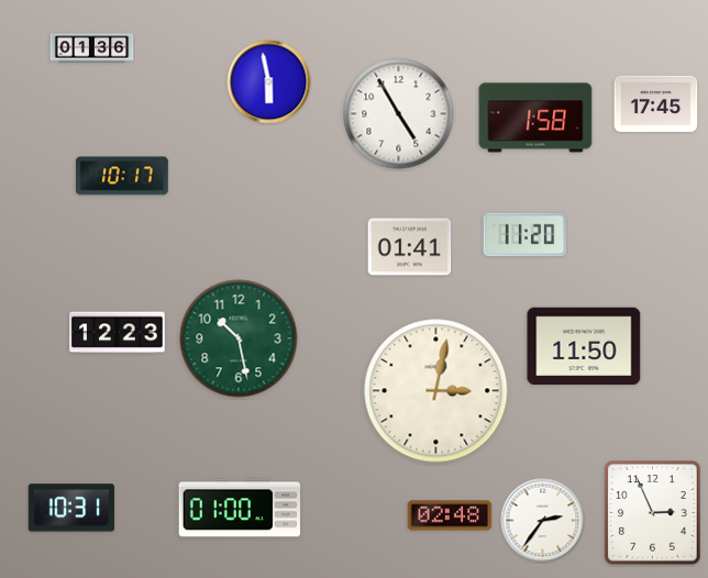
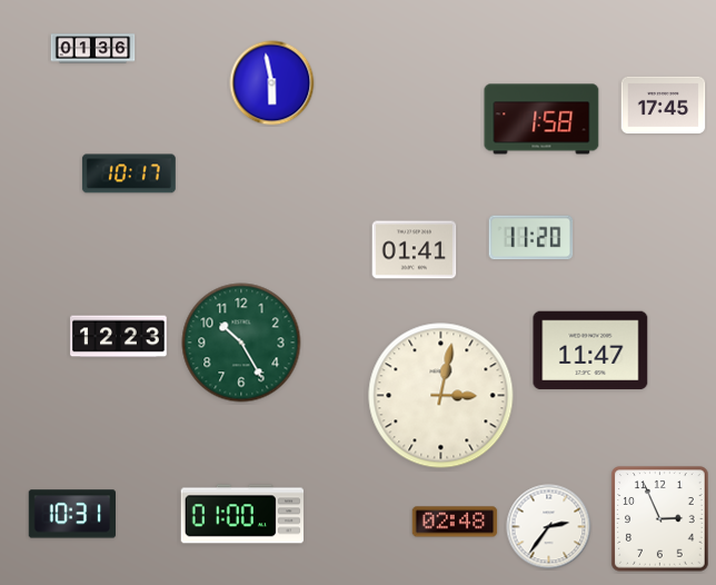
clock at (399, 114): 4:55 -> none
clock at (122, 176) position: (122, 176) -> (129, 173)
clock at (239, 338): 10:28 -> 10:25
clock at (584, 346): 11:50 -> 11:47
